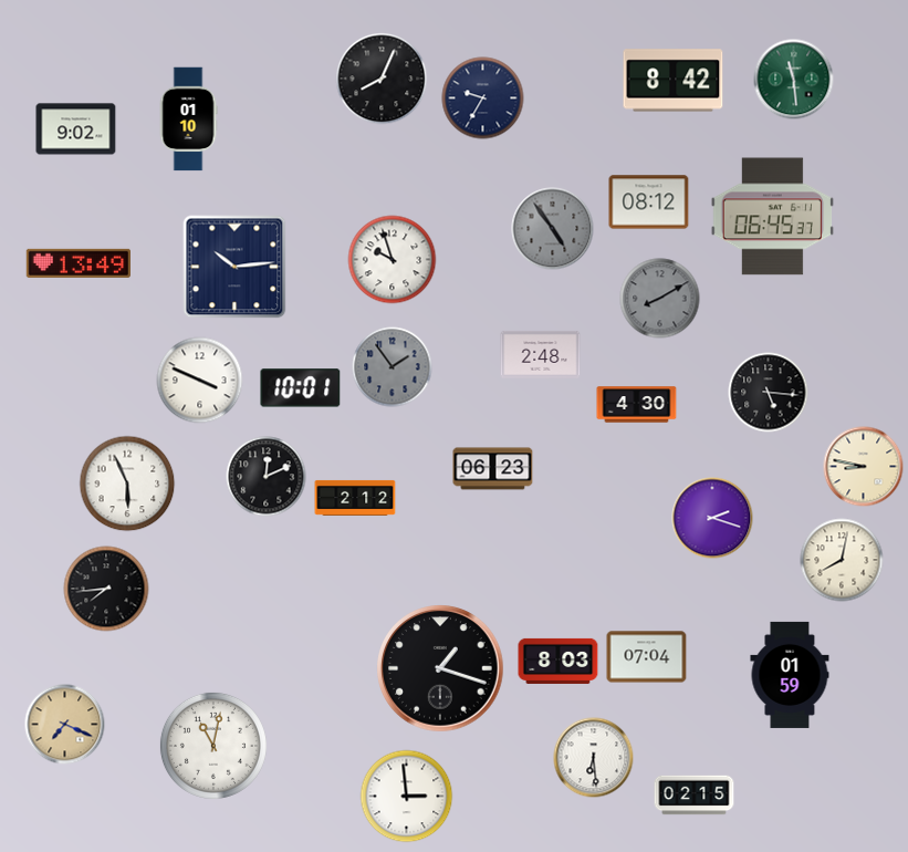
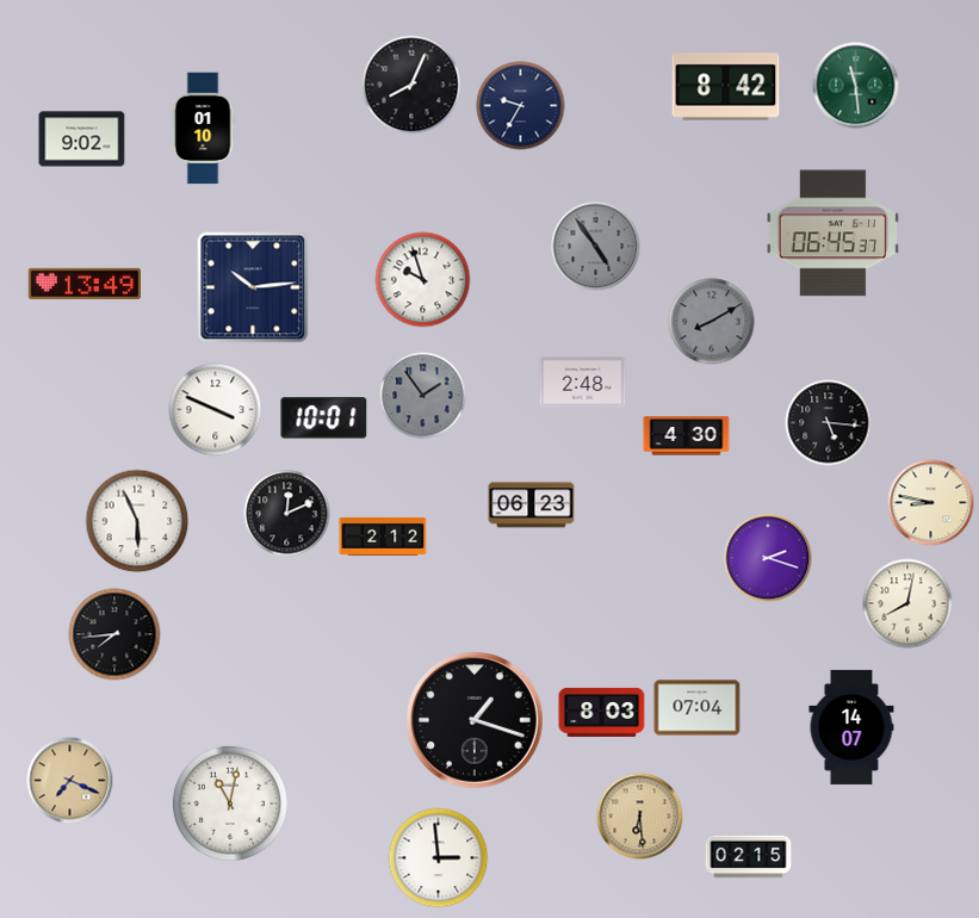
clock at (649, 202): 08:12 -> none
clock at (790, 675): 01:59 -> 14:07
clock at (594, 758) dial: white -> champagne
